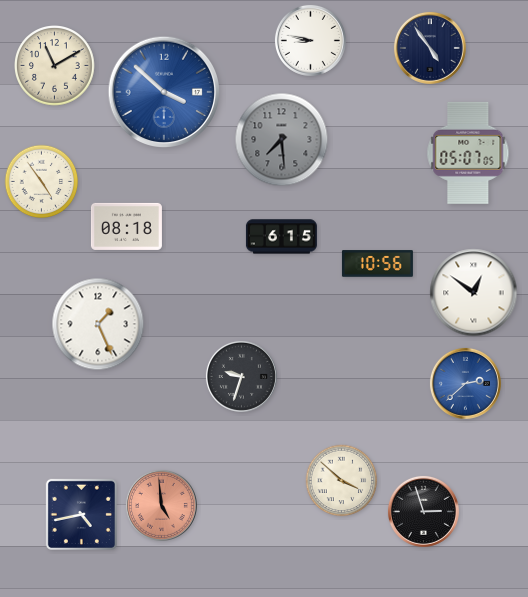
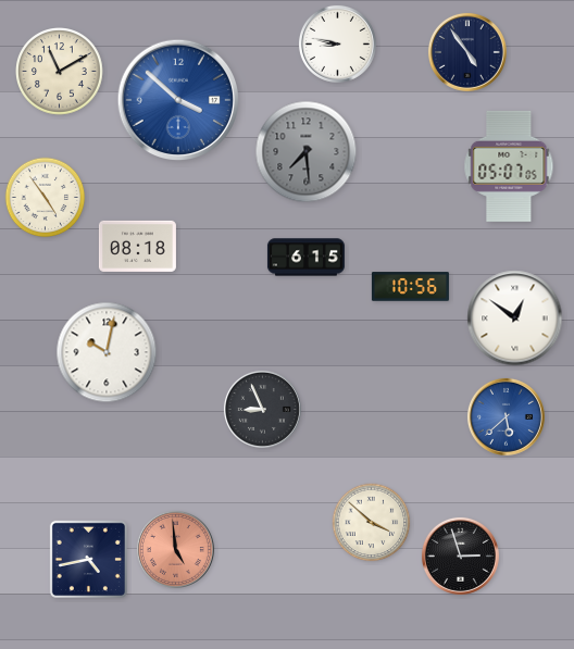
clock at (98, 324): 1:26 -> 10:02
clock at (241, 376): 9:33 -> 8:56
clock at (465, 383): 2:38 -> 5:38
